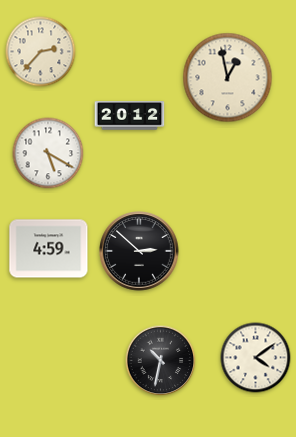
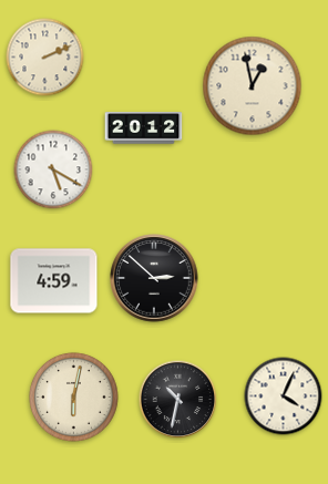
clock at (41, 52): 2:37 -> 2:11
clock at (49, 249) position: (49, 249) -> (54, 281)
clock at (73, 397): none -> 6:02
clock at (256, 358): 4:09 -> 4:04
